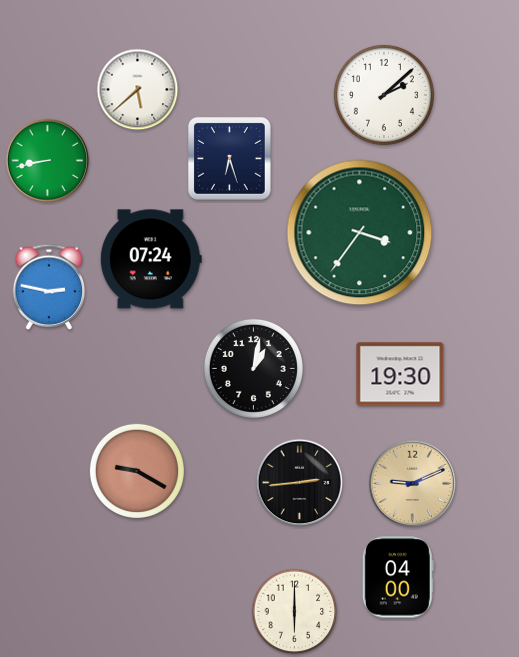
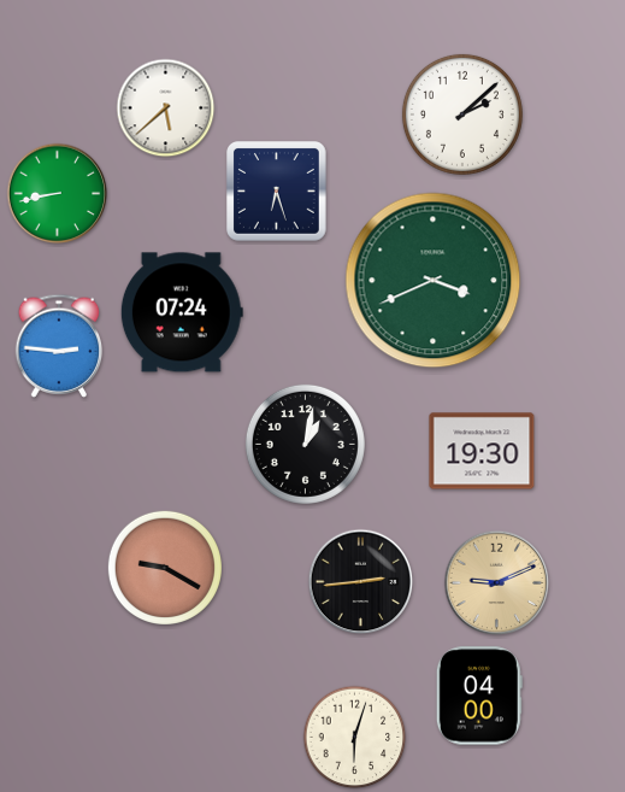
clock at (360, 233): 3:36 -> 3:41
clock at (49, 287): 2:47 -> 2:46
clock at (295, 612): 6:00 -> 6:03
